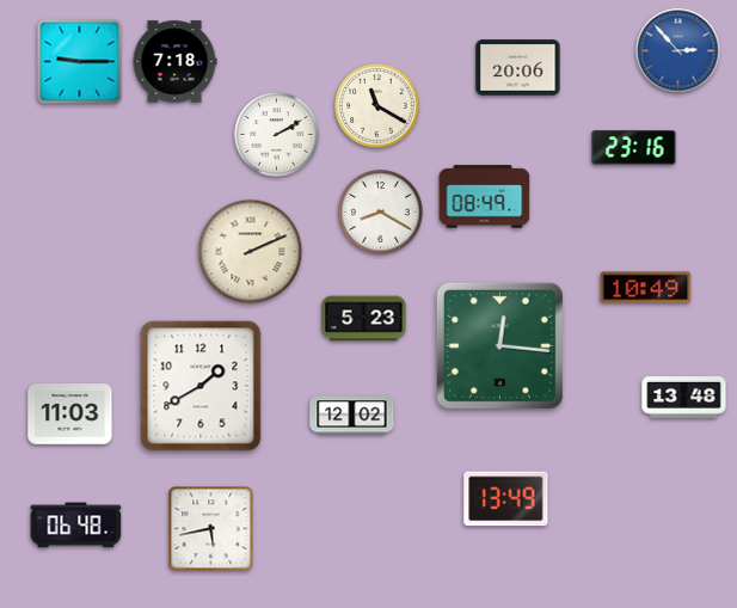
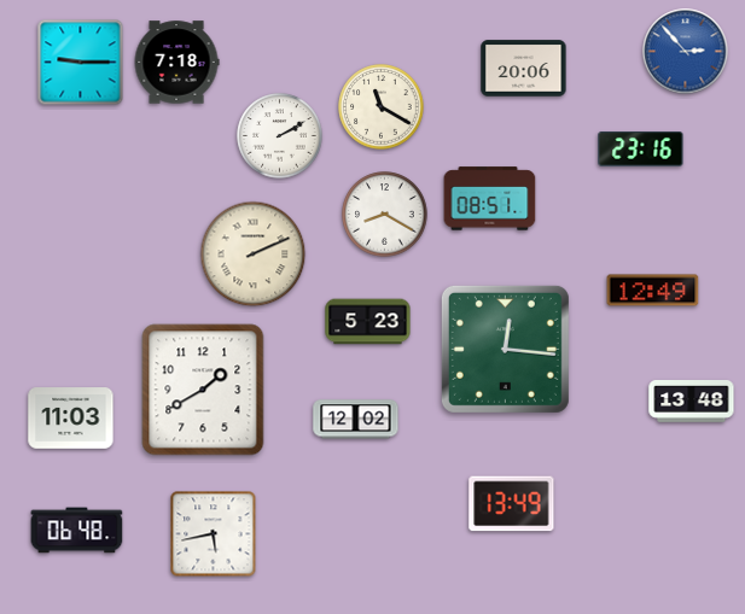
clock at (485, 197): 08:49 -> 08:51
clock at (646, 288): 10:49 -> 12:49
